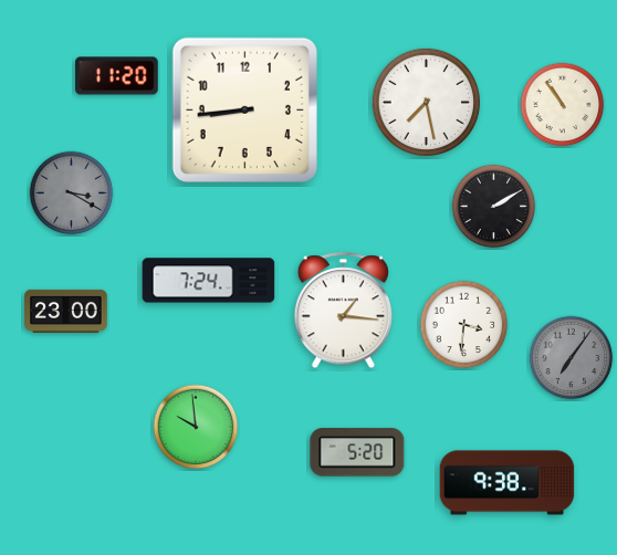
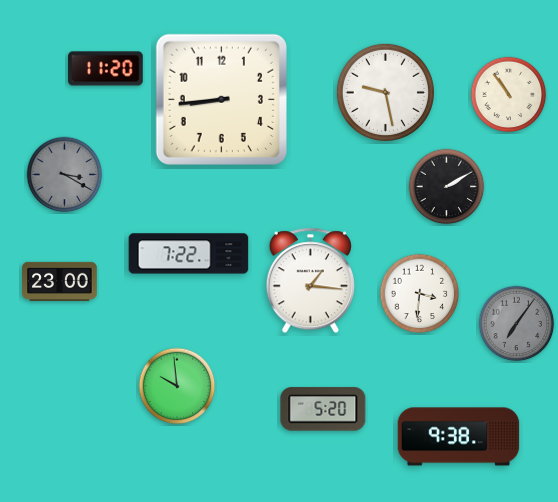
clock at (426, 102): 7:28 -> 9:28
clock at (209, 281): 7:24 -> 7:22
